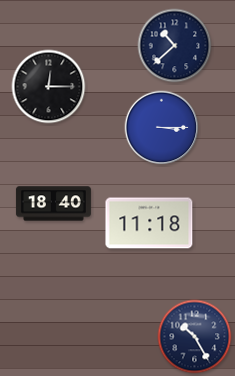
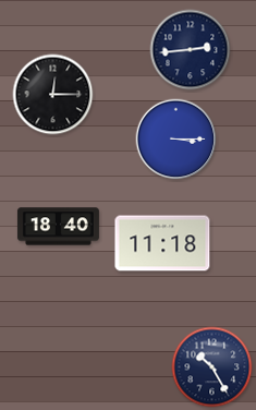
clock at (175, 46): 10:38 -> 2:44
clock at (53, 204) position: (53, 204) -> (58, 227)
